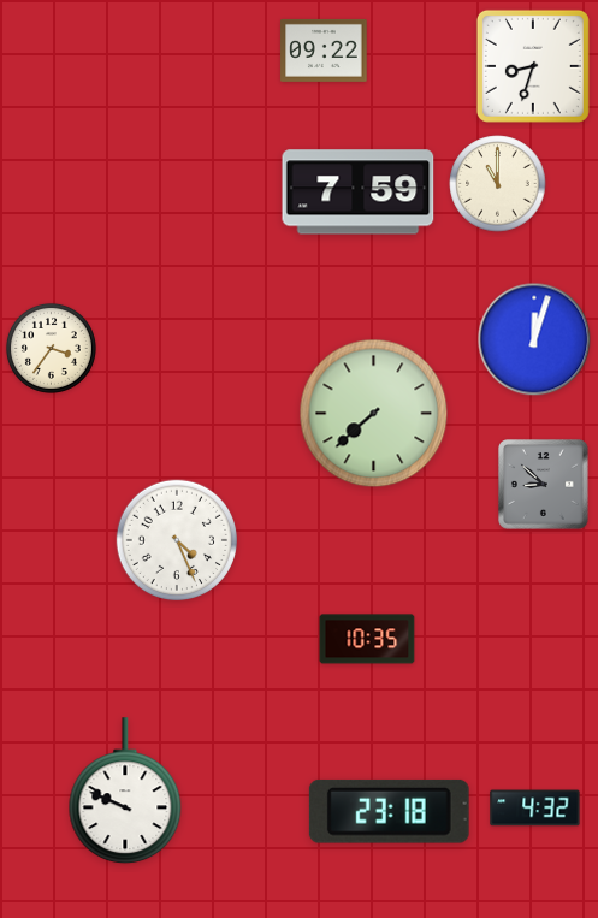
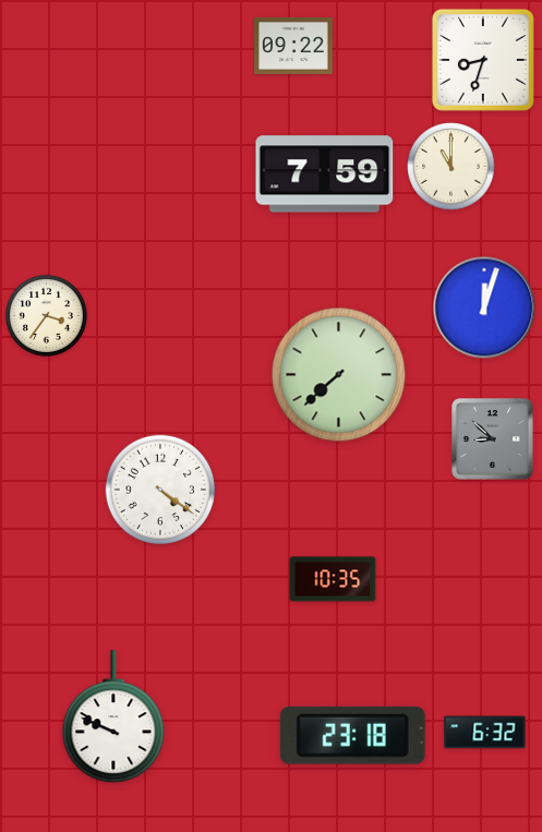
clock at (176, 539): 4:26 -> 4:21
clock at (535, 809): 4:32 -> 6:32
